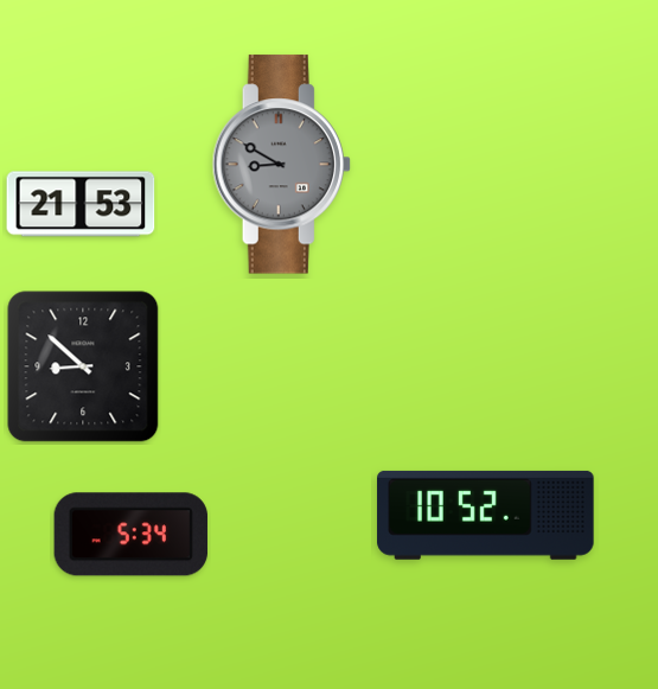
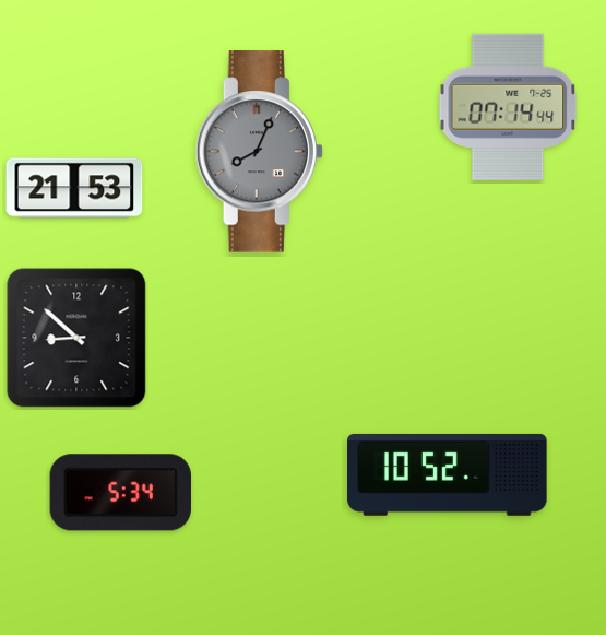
clock at (508, 107): none -> 07:14
clock at (281, 165): 8:50 -> 8:04
